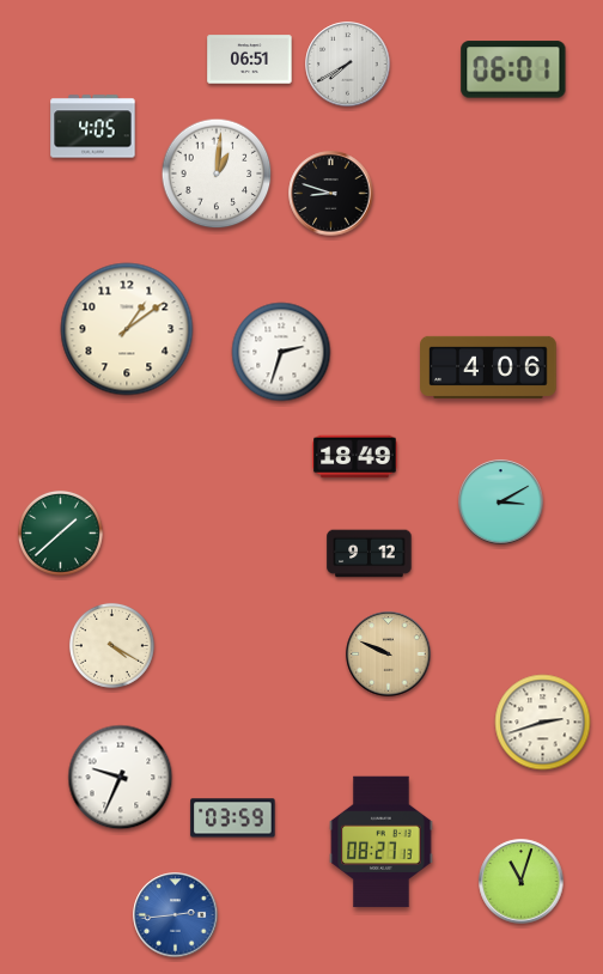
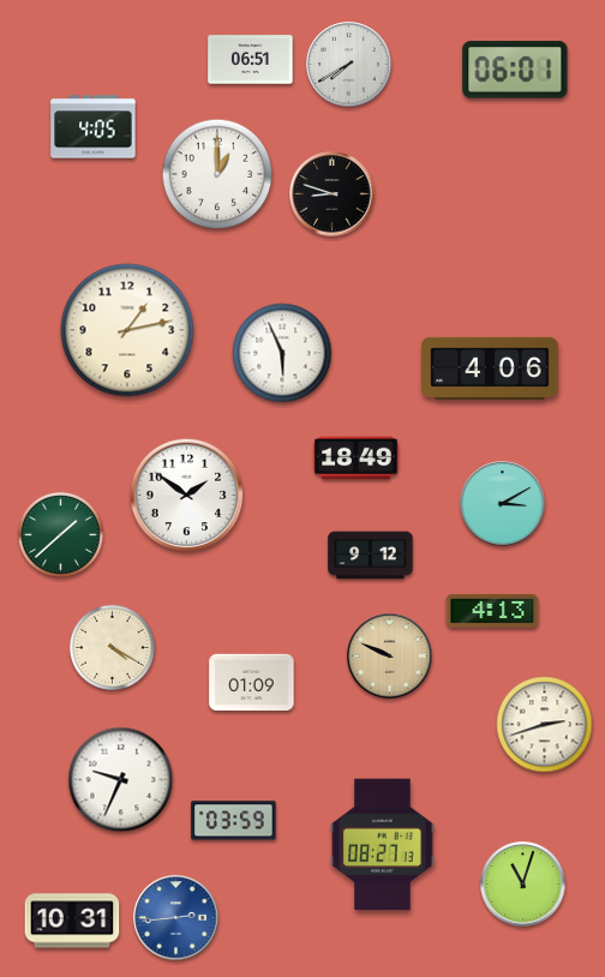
clock at (217, 174): 1:01 -> 1:00
clock at (127, 329): 1:09 -> 1:13
clock at (281, 352): 2:33 -> 5:56
clock at (187, 496): none -> 1:51
clock at (492, 611): none -> 4:13
clock at (252, 683): none -> 01:09
clock at (72, 921): none -> 10:31
